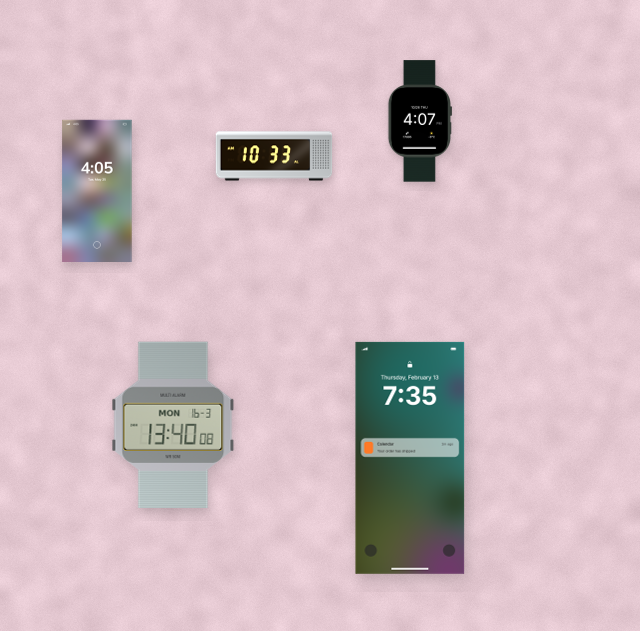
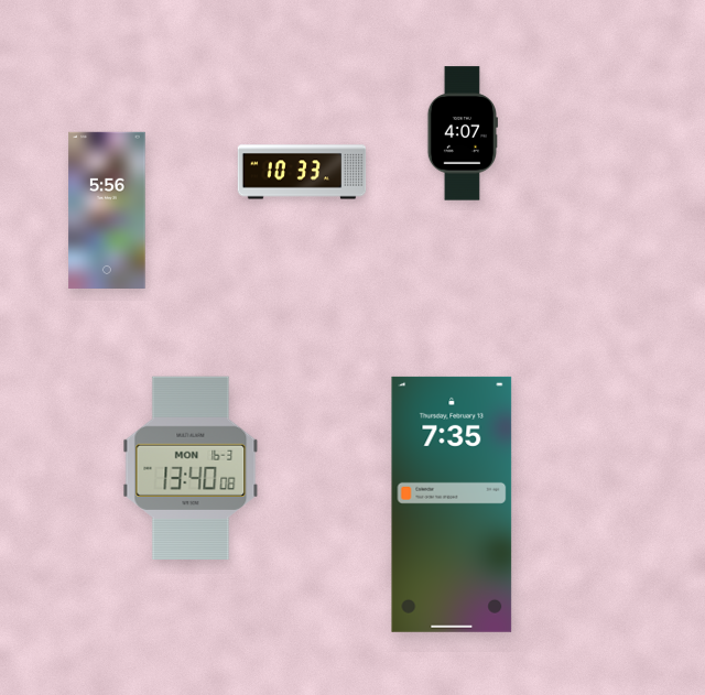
clock at (97, 190): 4:05 -> 5:56
